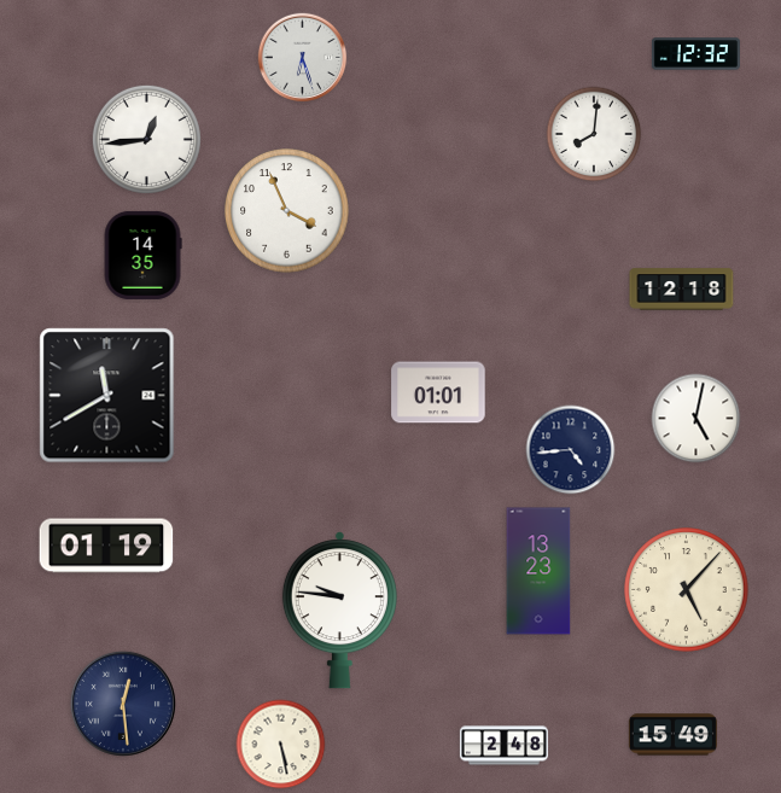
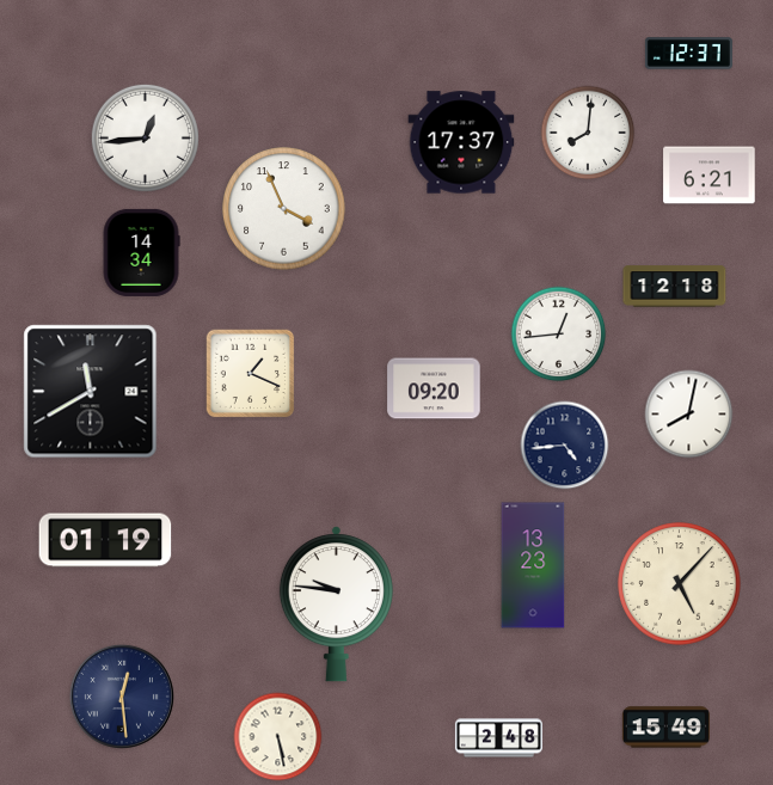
clock at (695, 54): 12:32 -> 12:37
clock at (303, 58): 6:27 -> none
clock at (461, 142): none -> 17:37
clock at (710, 176): none -> 6:21
clock at (142, 255): 14:35 -> 14:34
clock at (559, 335): none -> 12:44
clock at (251, 374): none -> 1:19
clock at (438, 392): 01:01 -> 09:20
clock at (107, 396) position: (107, 396) -> (91, 392)
clock at (697, 419): 5:02 -> 8:02
